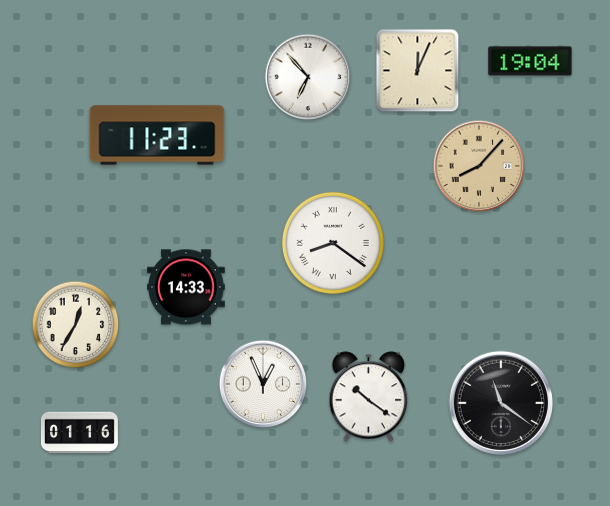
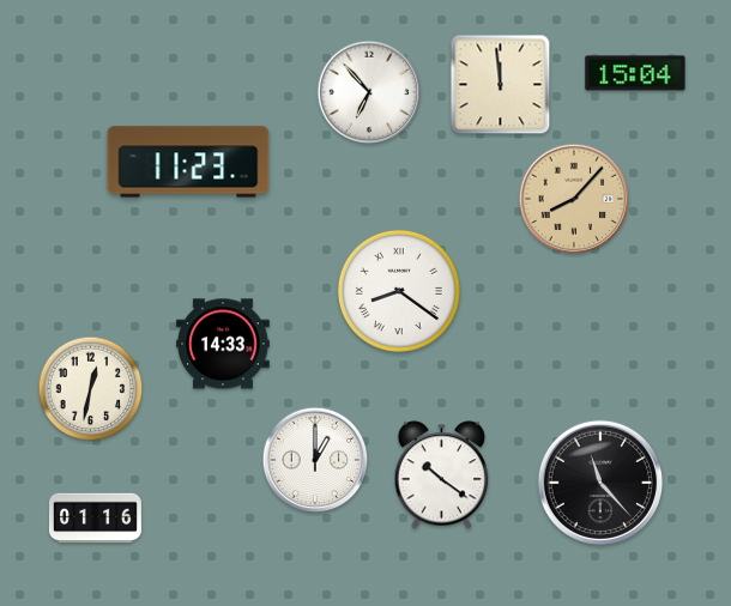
clock at (530, 61): 19:04 -> 15:04
clock at (418, 71): 12:04 -> 11:59
clock at (76, 325): 12:35 -> 12:32
clock at (263, 384): 12:56 -> 1:00
clock at (500, 402): 11:21 -> 11:23
